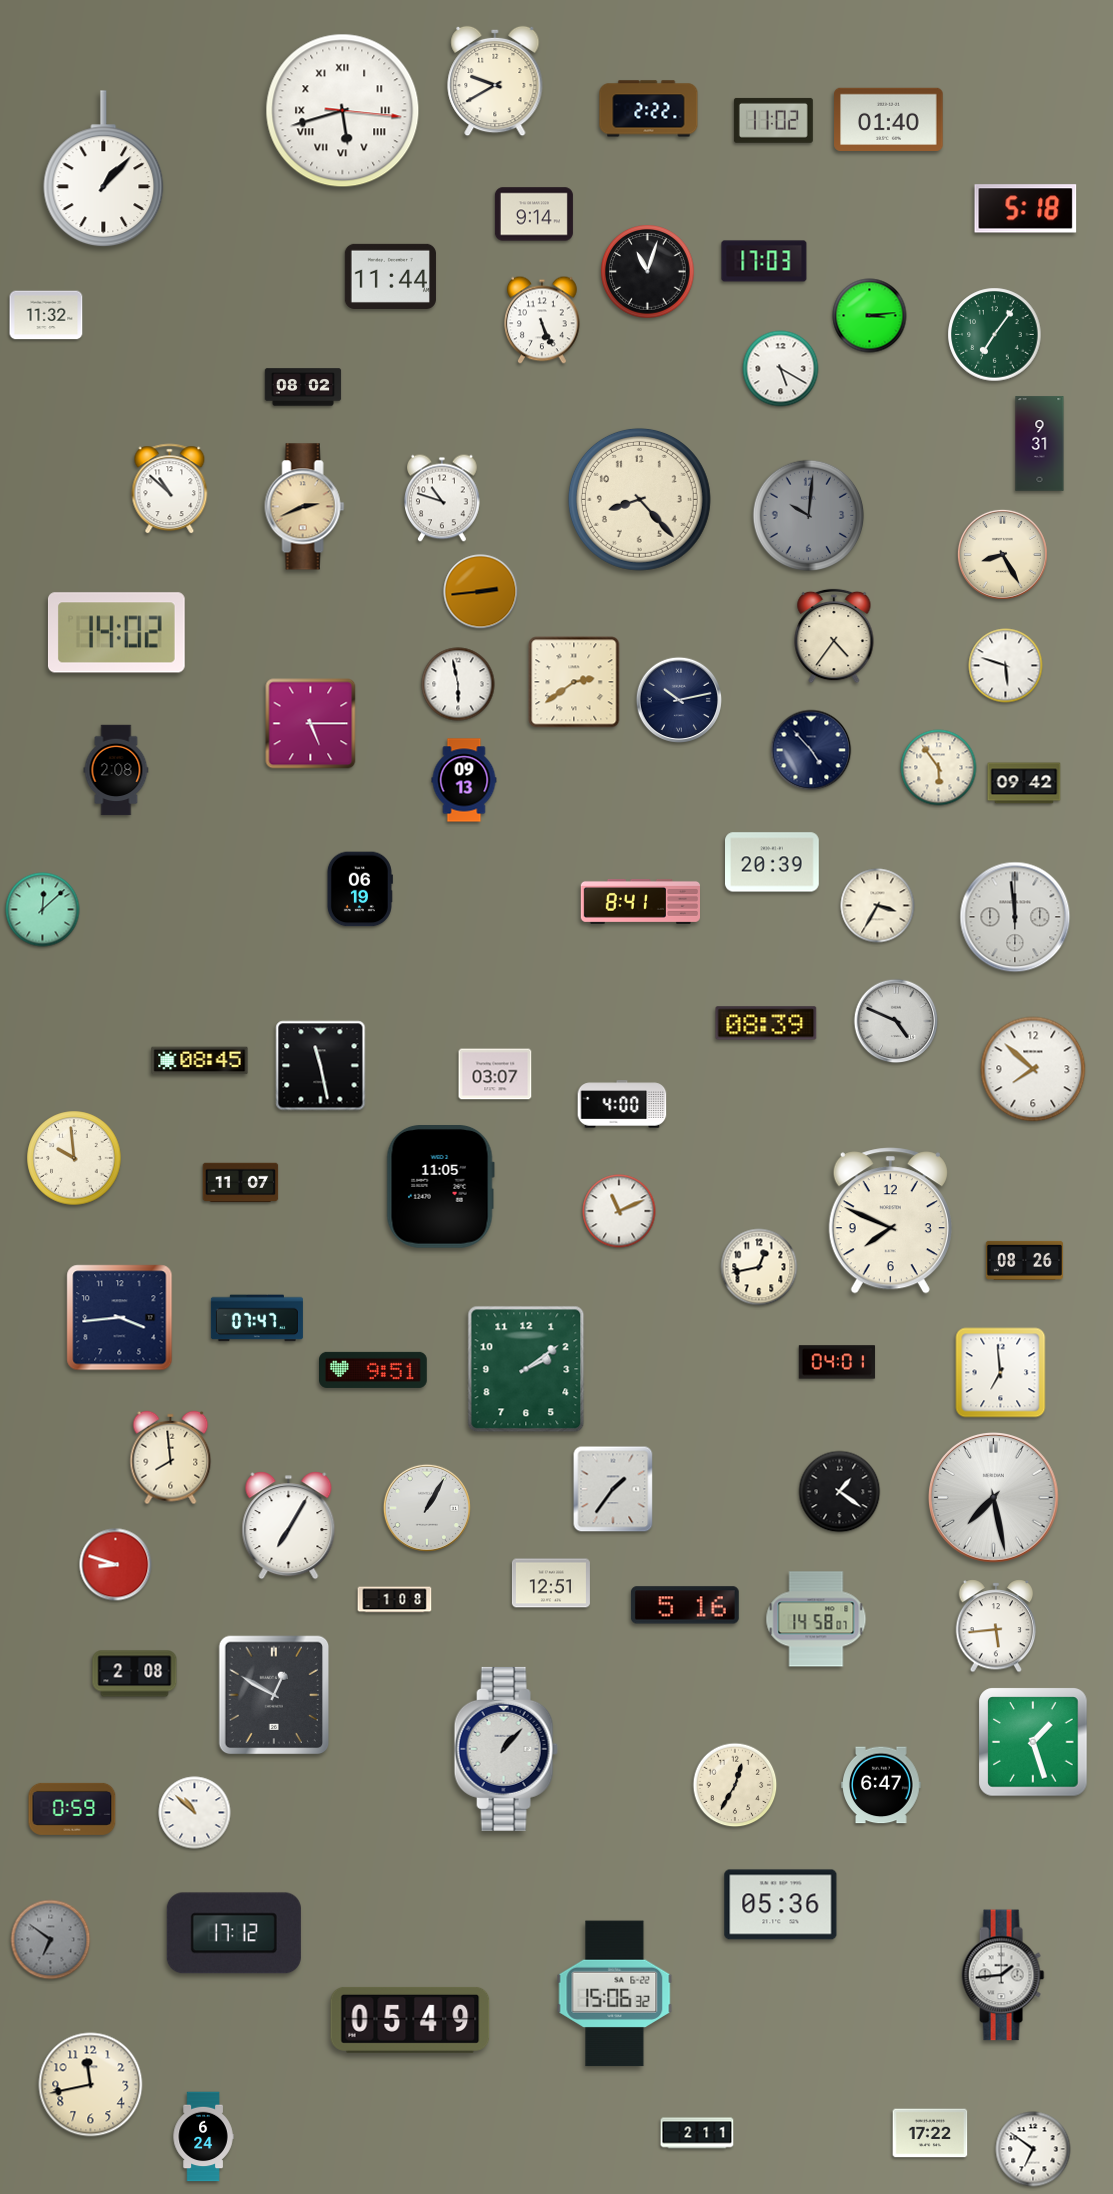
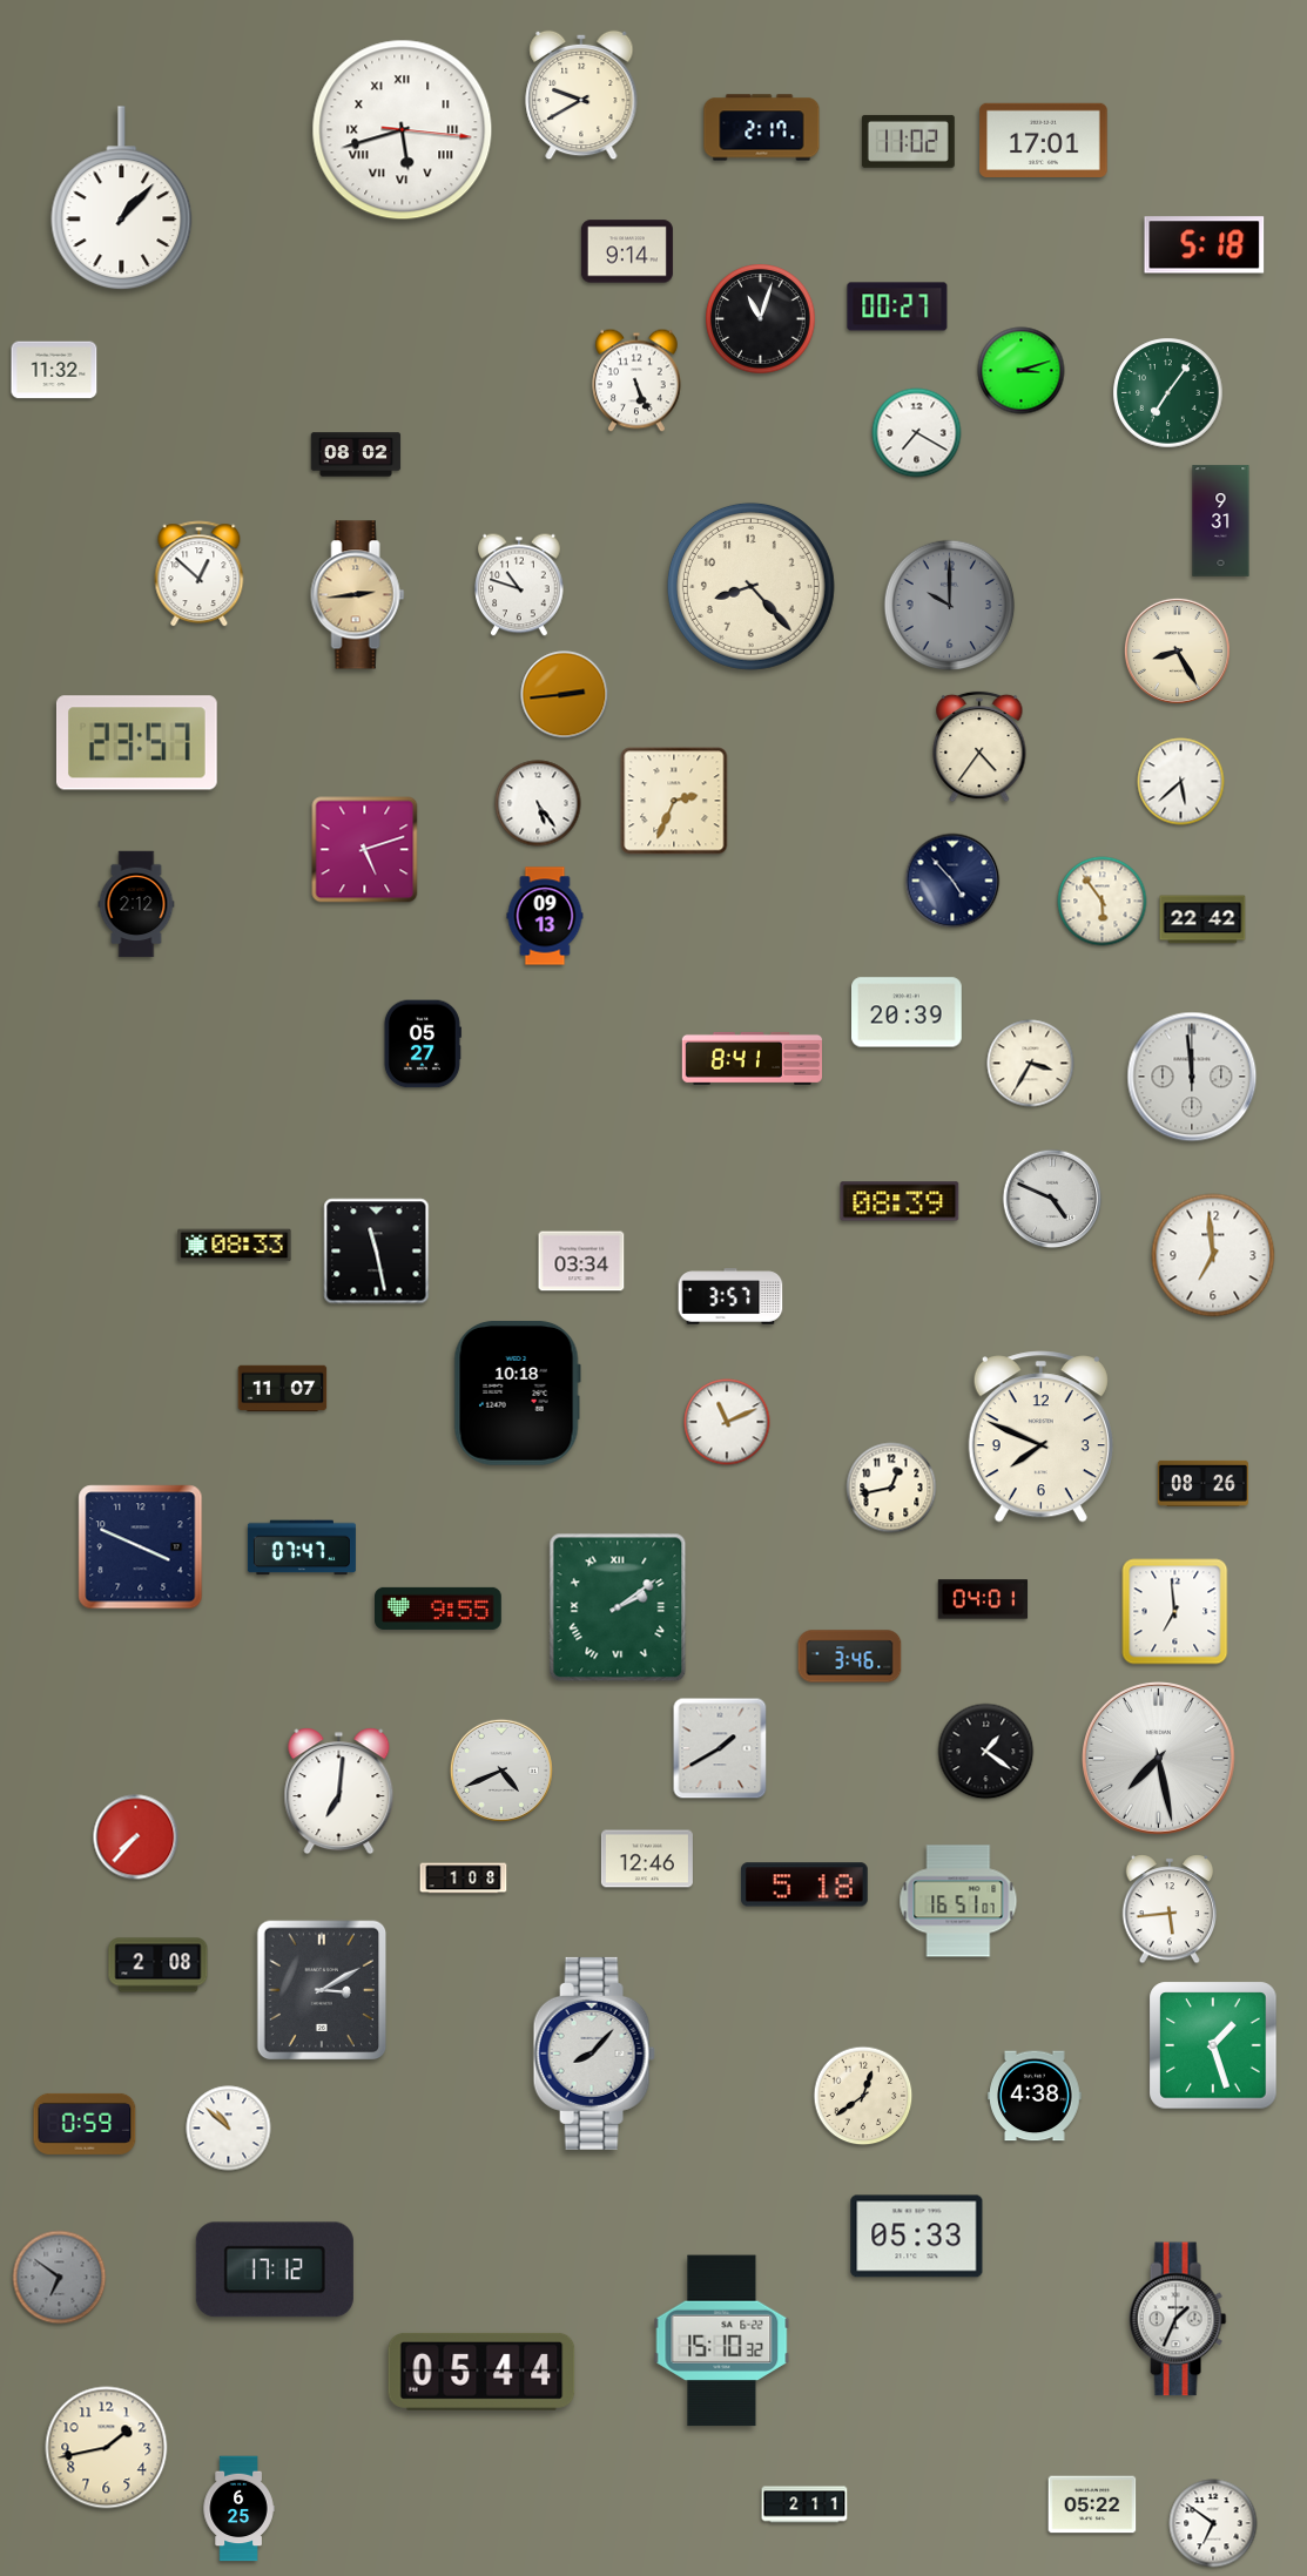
clock at (649, 109): 2:22 -> 2:17
clock at (889, 119): 01:40 -> 17:01
clock at (764, 261): 17:03 -> 00:27
clock at (390, 276): 11:44 -> none
clock at (870, 316): 3:14 -> 3:12
clock at (542, 320) position: (542, 320) -> (636, 380)
clock at (781, 369): 5:20 -> 7:20
clock at (170, 489): 10:52 -> 12:52
clock at (305, 507): 2:41 -> 2:44
clock at (809, 516): 10:01 -> 10:00
clock at (117, 633): 14:02 -> 23:57
clock at (1006, 666): 5:48 -> 5:38
clock at (574, 682): 2:39 -> 2:34
clock at (458, 684): 5:58 -> 5:24
clock at (678, 699): 10:13 -> none
clock at (311, 724): 5:15 -> 5:12
clock at (116, 770): 2:08 -> 2:12
clock at (1024, 783): 09:42 -> 22:42
clock at (359, 889): 06:19 -> 05:27
clock at (43, 910): 12:08 -> none
clock at (200, 1061): 08:45 -> 08:33
clock at (1033, 1069): 7:52 -> 6:59
clock at (495, 1074): 03:07 -> 03:34
clock at (622, 1104): 4:00 -> 3:57
clock at (74, 1158): 9:59 -> none
clock at (440, 1187): 11:05 -> 10:18
clock at (890, 1221) position: (890, 1221) -> (1040, 1437)
clock at (1024, 1260) position: (1024, 1260) -> (1202, 1483)
clock at (120, 1318): 3:44 -> 3:49
clock at (526, 1369) numerals: Arabic -> Roman
clock at (374, 1370): 9:51 -> 9:55
clock at (850, 1657): none -> 3:46
clock at (171, 1458): 7:59 -> none
clock at (613, 1489): 1:36 -> 1:40
clock at (994, 1498) position: (994, 1498) -> (1159, 1759)
clock at (427, 1508): 1:05 -> 4:41
clock at (289, 1526): 7:05 -> 7:01
clock at (116, 1565): 8:48 -> 7:37
clock at (551, 1583): 12:51 -> 12:46
clock at (685, 1605): 5:16 -> 5:18
clock at (816, 1619): 14:58 -> 16:51
clock at (274, 1695): 12:50 -> 3:10
clock at (506, 1749): 1:07 -> 8:07
clock at (735, 1785): 12:35 -> 12:39
clock at (881, 1785): 6:47 -> 4:38
clock at (781, 1905): 05:36 -> 05:33
clock at (1003, 1975): 1:44 -> 1:34
clock at (615, 1994): 15:06 -> 15:10
clock at (410, 2020): 05:49 -> 05:44
clock at (91, 2085): 11:43 -> 1:43
clock at (697, 2133) position: (697, 2133) -> (804, 2504)
clock at (930, 2133): 17:22 -> 05:22
clock at (203, 2137): 6:24 -> 6:25
